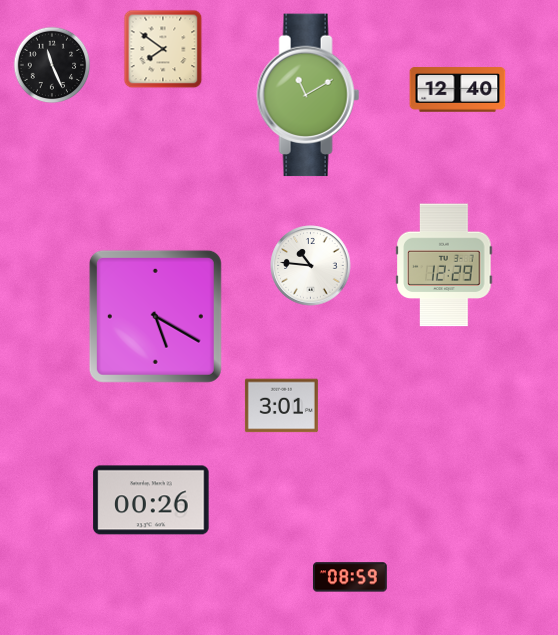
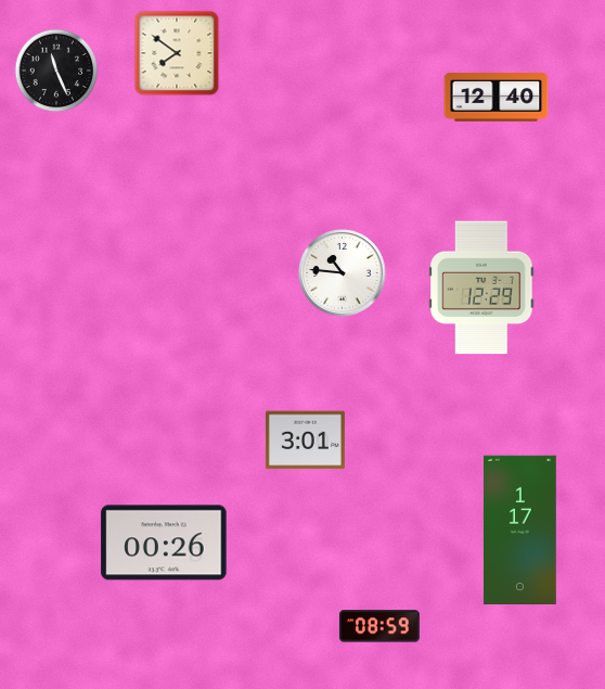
clock at (308, 95): 11:10 -> none
clock at (311, 266) position: (311, 266) -> (343, 273)
clock at (155, 316): 5:20 -> none
clock at (519, 529): none -> 1:17
